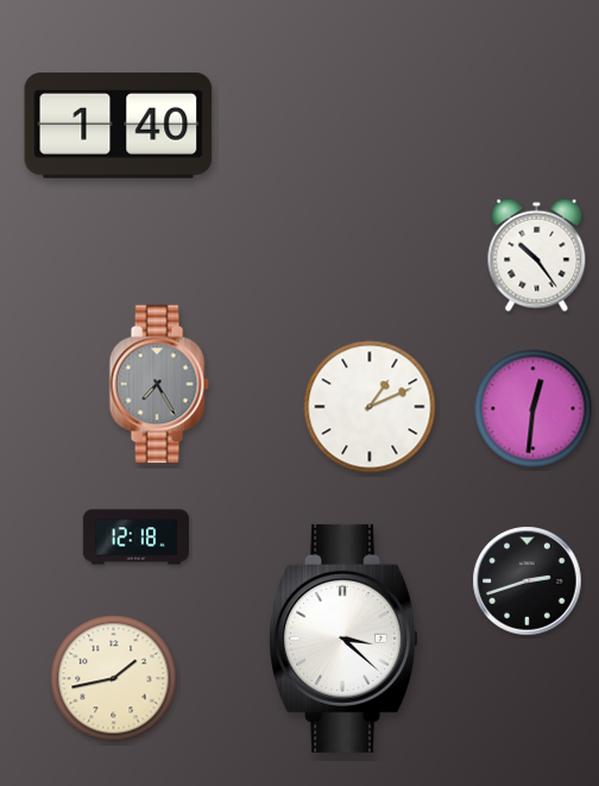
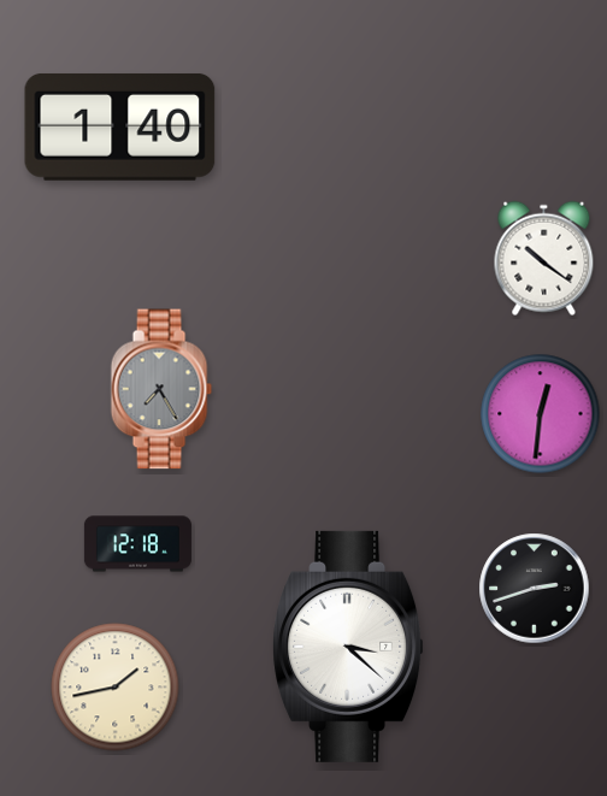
clock at (537, 256): 10:24 -> 10:21
clock at (370, 407): 1:11 -> none
